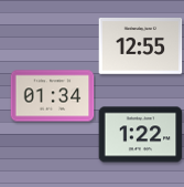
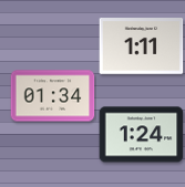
clock at (141, 46): 12:55 -> 1:11
clock at (141, 135): 1:22 -> 1:24
